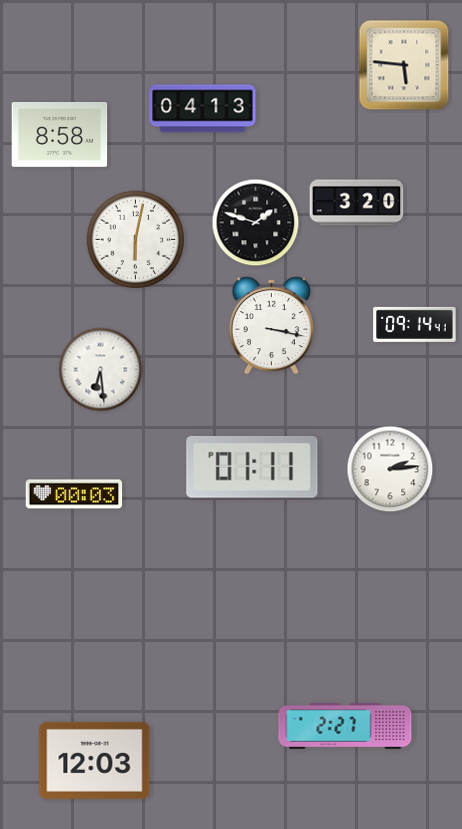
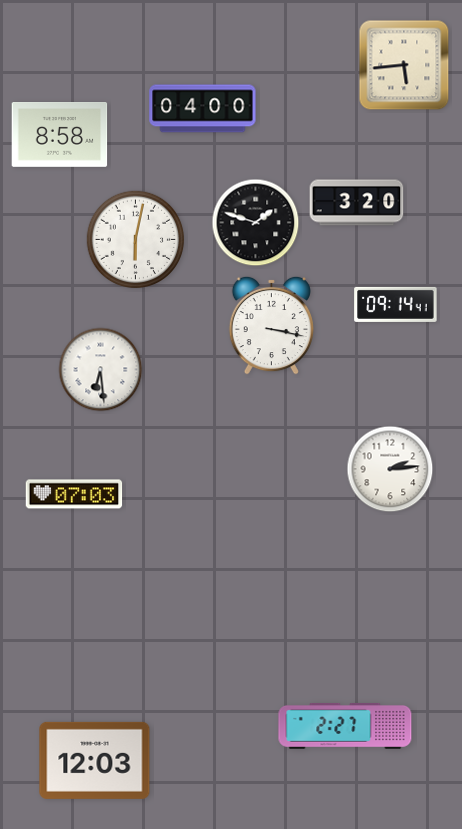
clock at (404, 65): 5:46 -> 5:44
clock at (203, 109): 04:13 -> 04:00
clock at (415, 324) position: (415, 324) -> (396, 304)
clock at (252, 467): 01:11 -> none
clock at (74, 494): 00:03 -> 07:03
